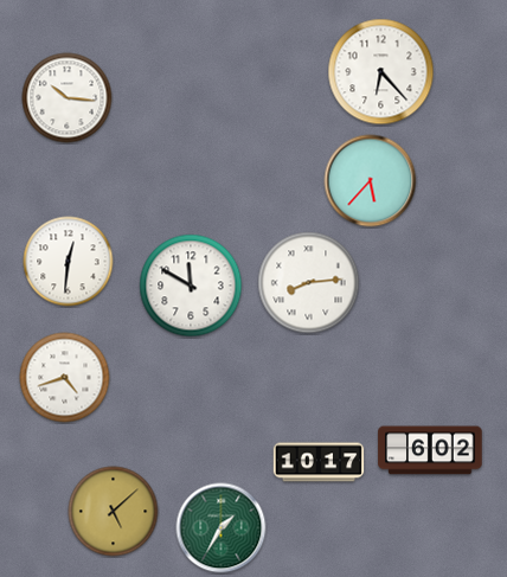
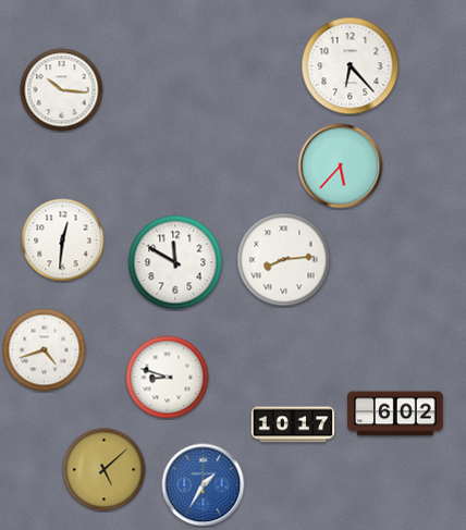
clock at (65, 378) position: (65, 378) -> (45, 350)
clock at (168, 378): none -> 8:48
clock at (222, 528) dial: green -> blue
